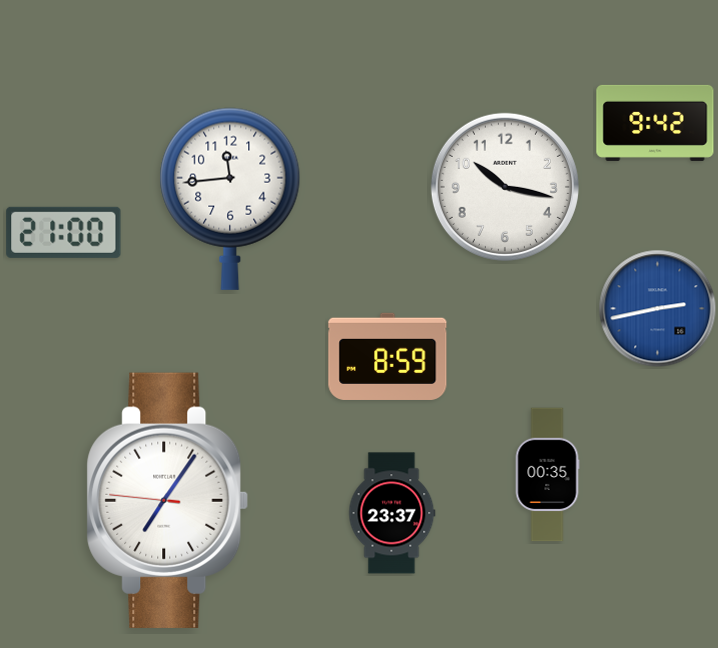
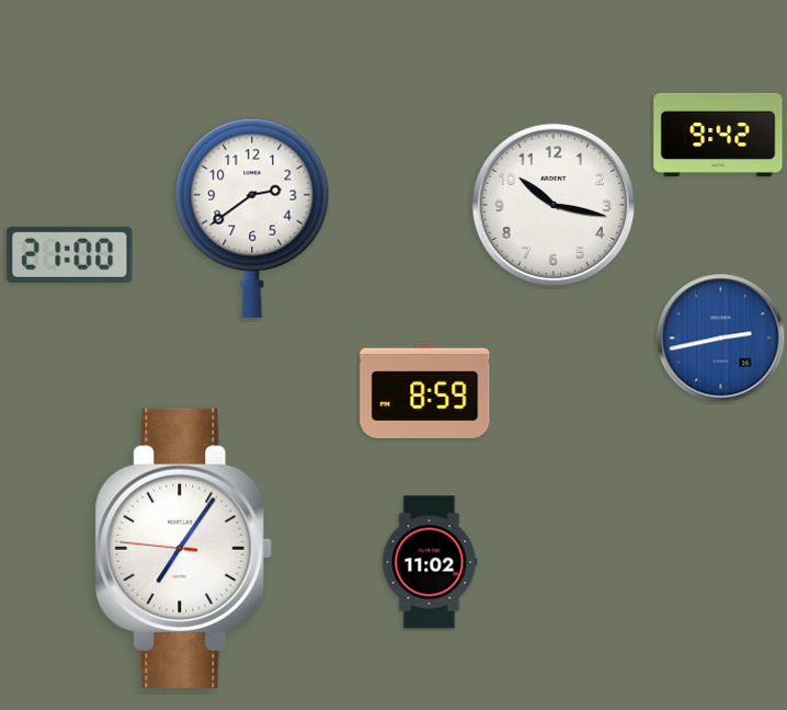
clock at (230, 199): 11:44 -> 2:39
clock at (547, 475): 00:35 -> none
clock at (392, 513): 23:37 -> 11:02
